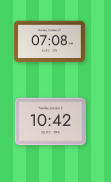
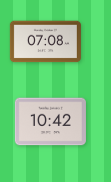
clock at (49, 42) position: (49, 42) -> (45, 42)
